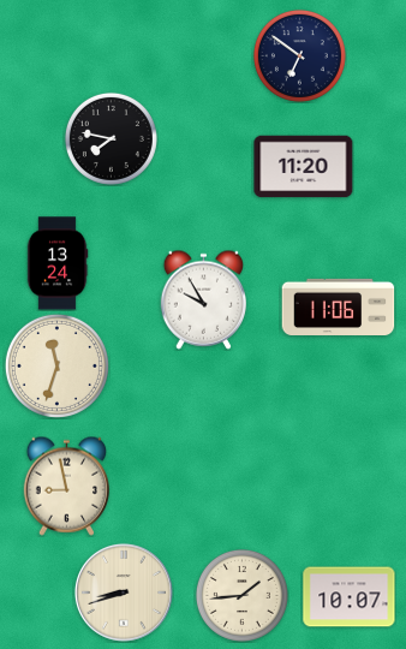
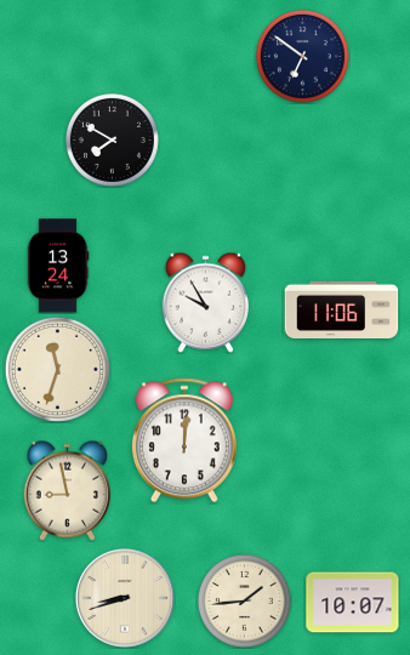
clock at (111, 138): 7:47 -> 7:50
clock at (304, 167): 11:20 -> none
clock at (184, 440): none -> 12:01
